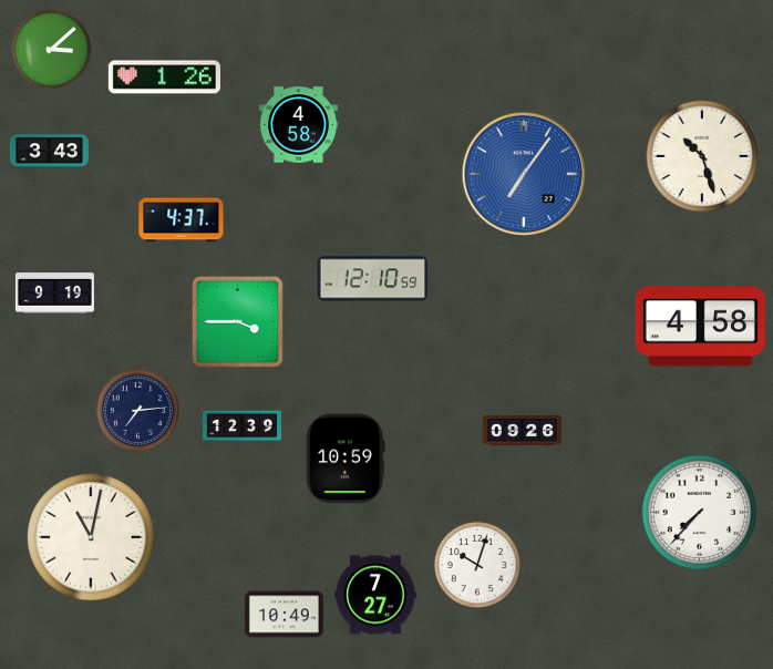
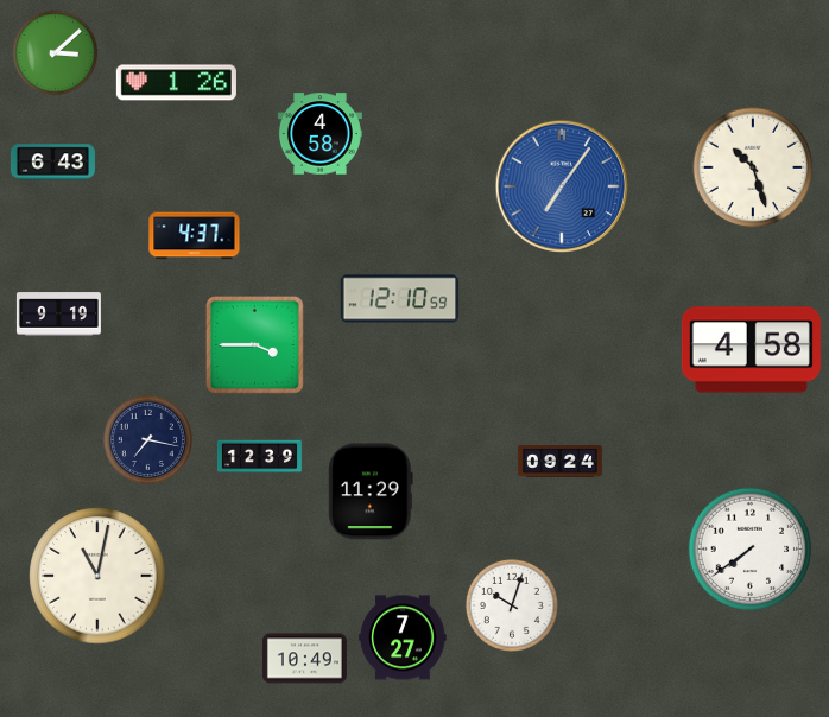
clock at (49, 152): 3:43 -> 6:43
clock at (137, 410): 7:14 -> 7:17
clock at (522, 431): 09:26 -> 09:24
clock at (346, 459): 10:59 -> 11:29
clock at (700, 513): 7:37 -> 7:39
